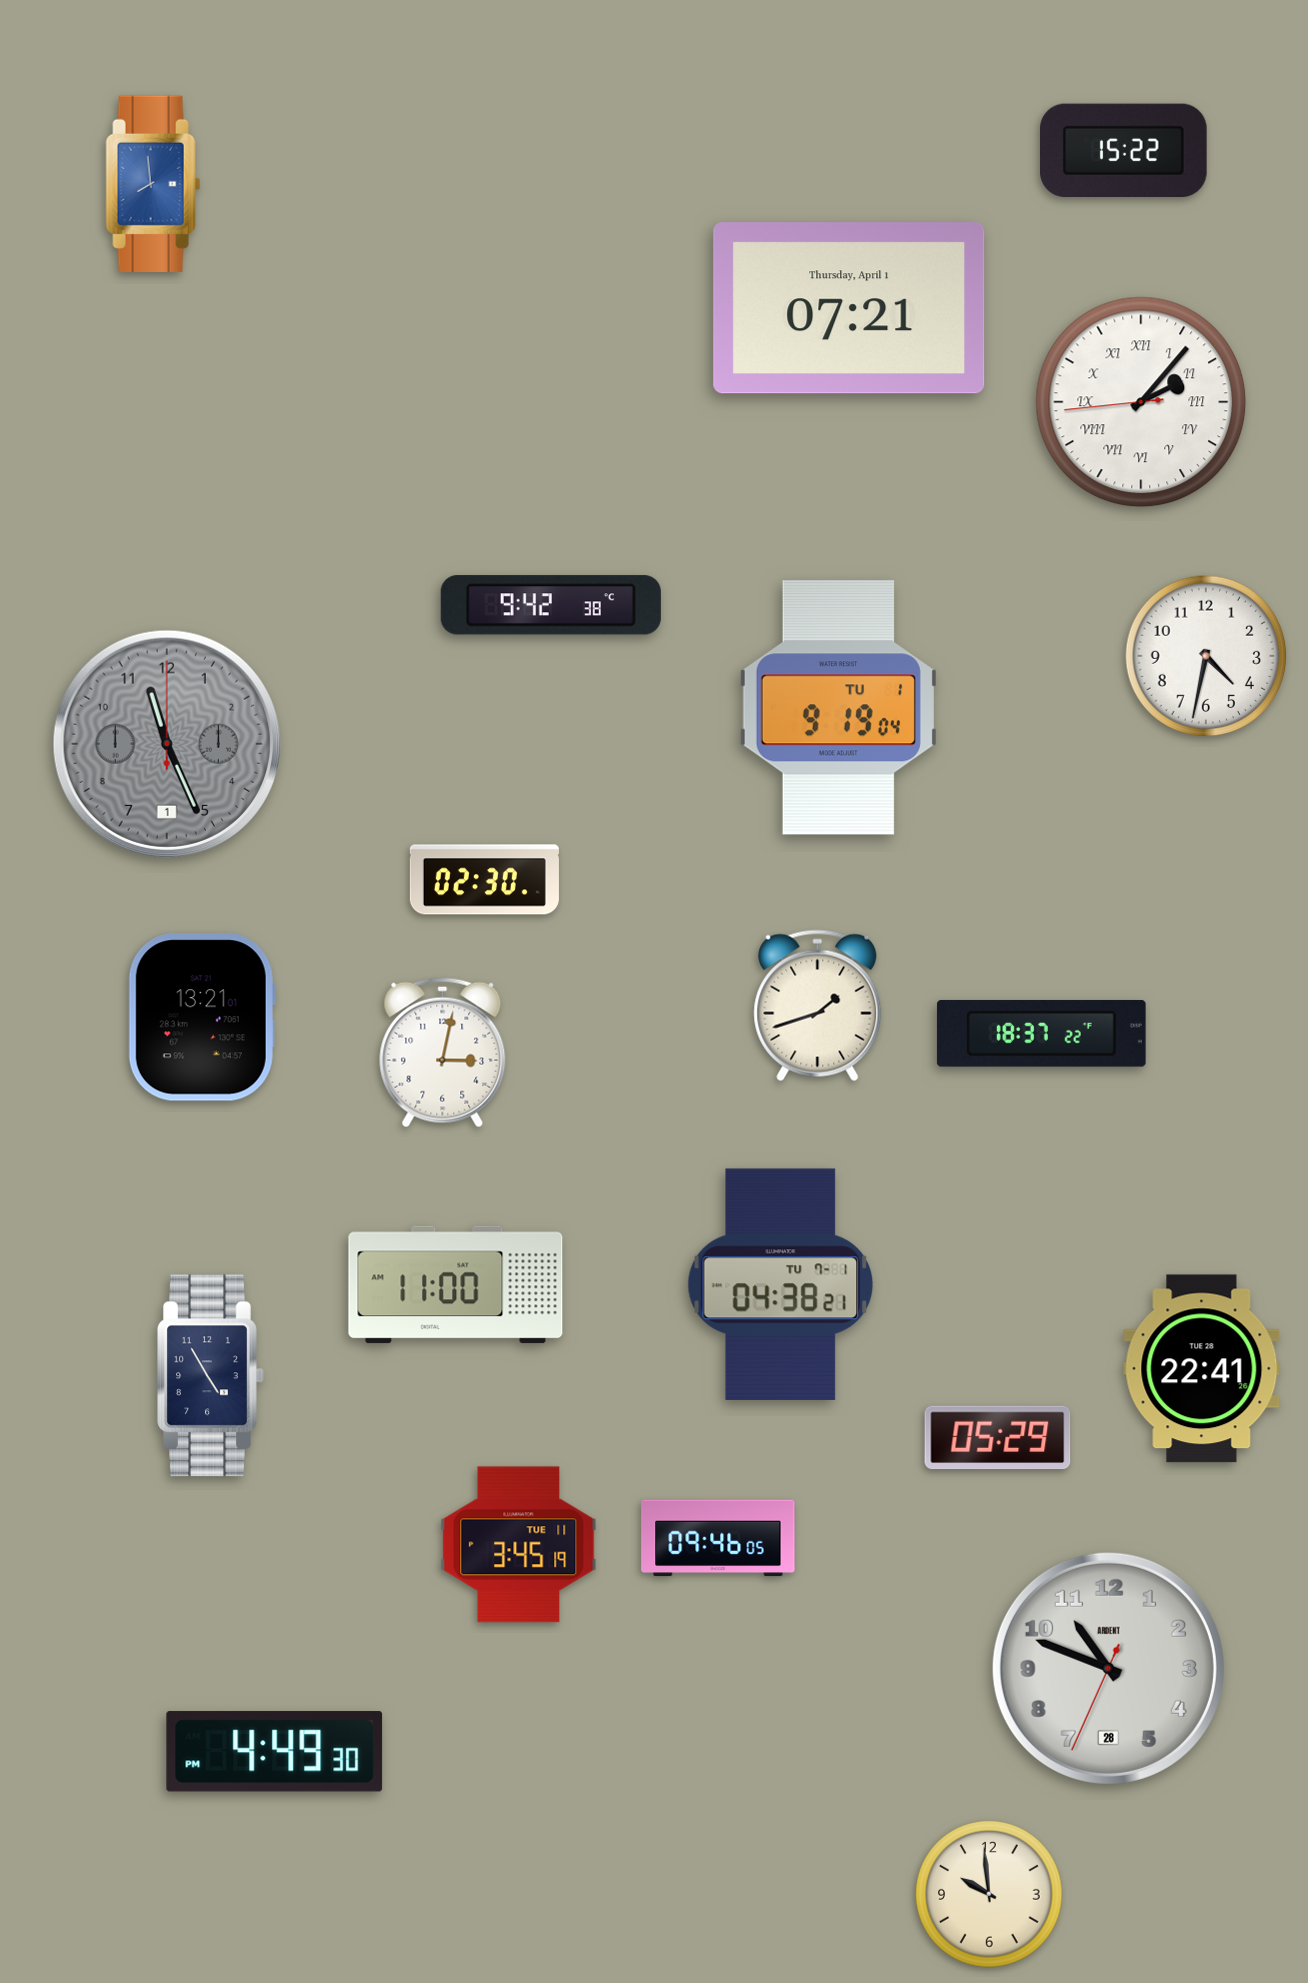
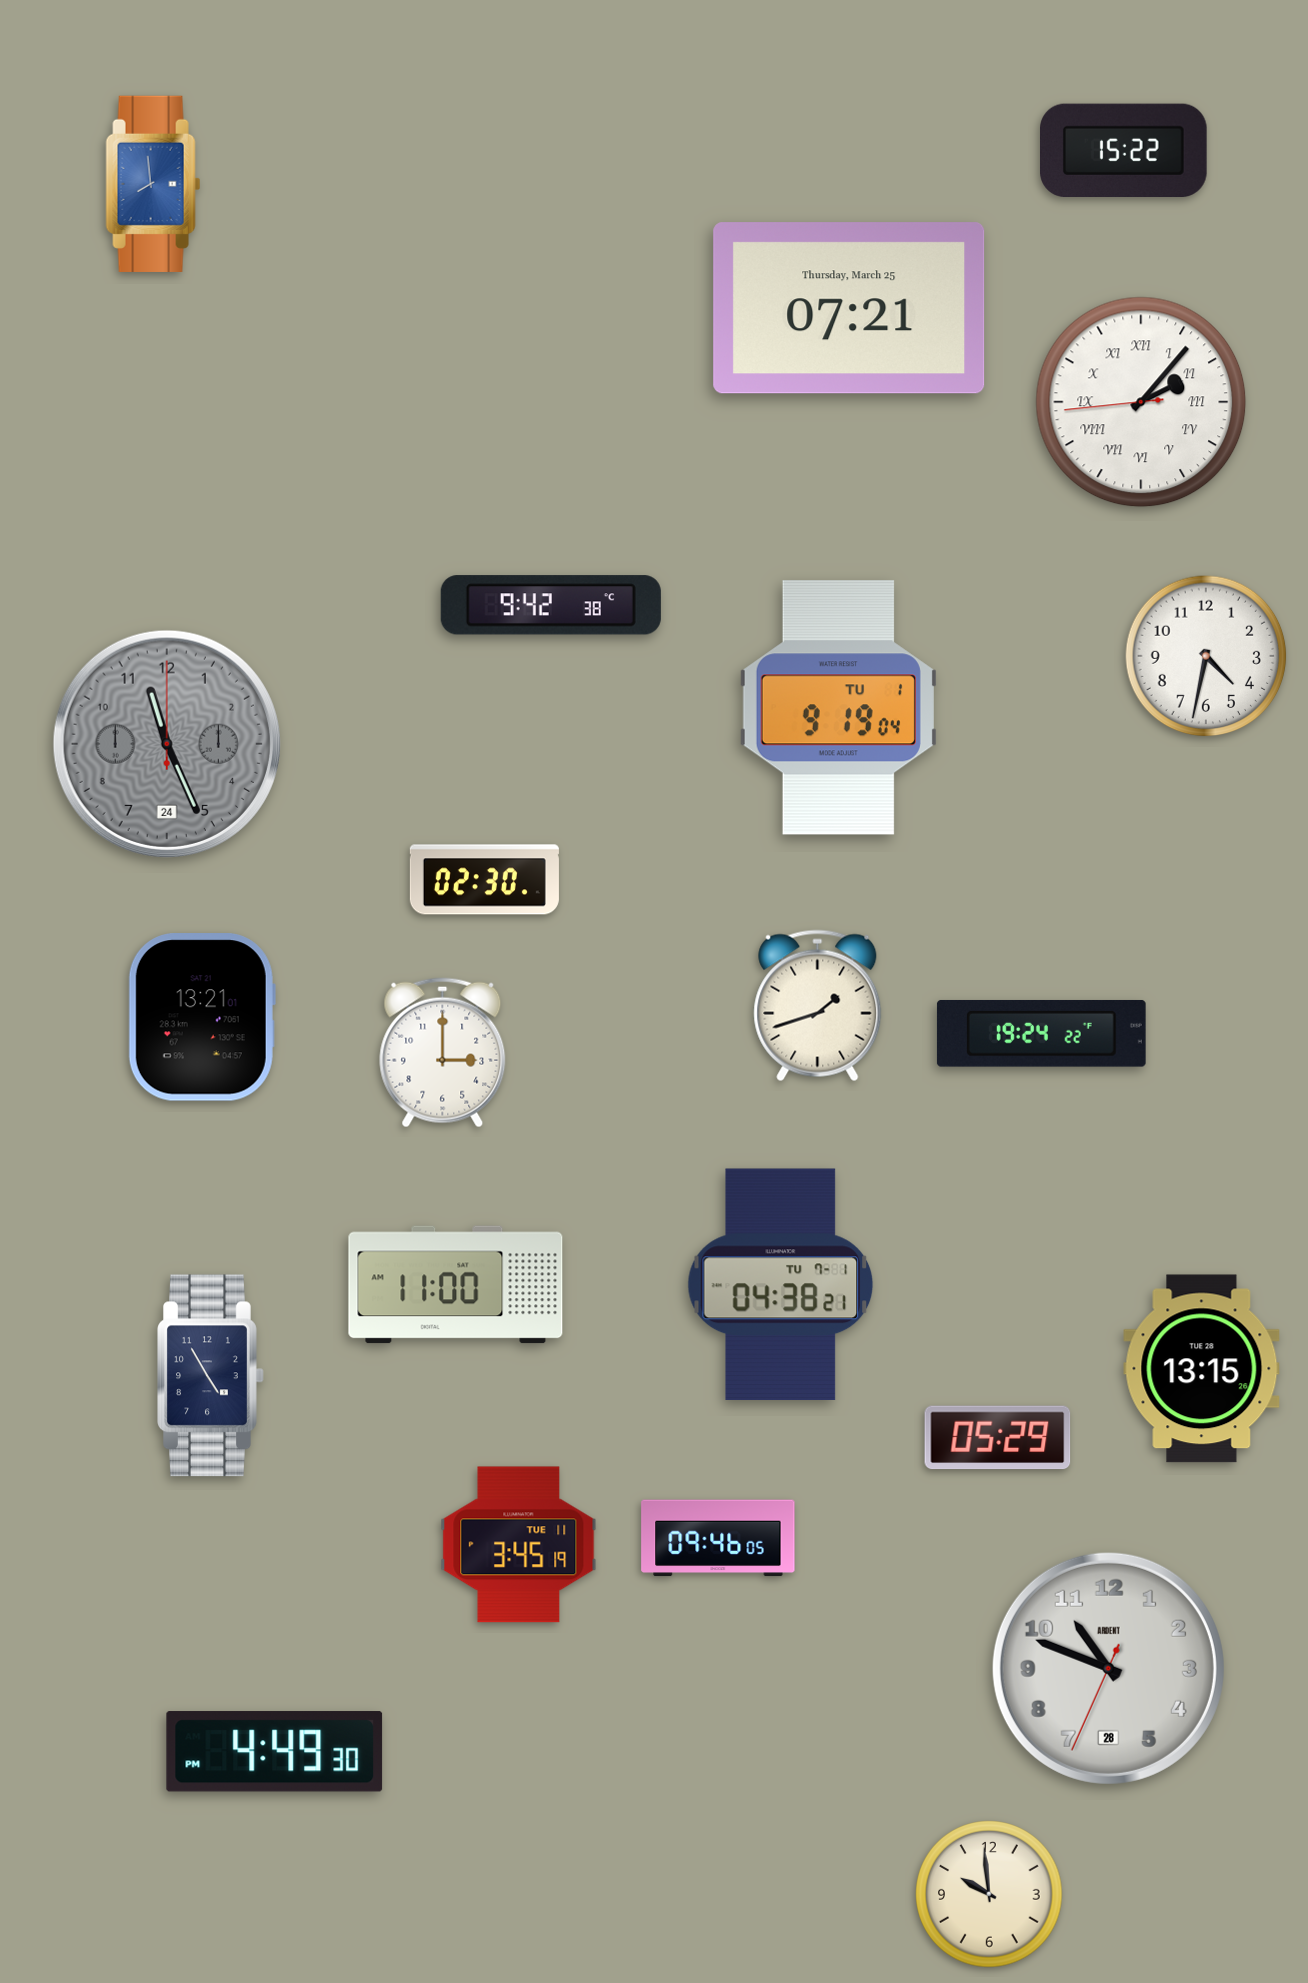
clock at (849, 308) date: Thursday, April 1 -> Thursday, March 25
clock at (167, 744) date: 1 -> 24
clock at (1041, 1034): 18:37 -> 19:24
clock at (443, 1053): 3:02 -> 3:00
clock at (1202, 1369): 22:41 -> 13:15
